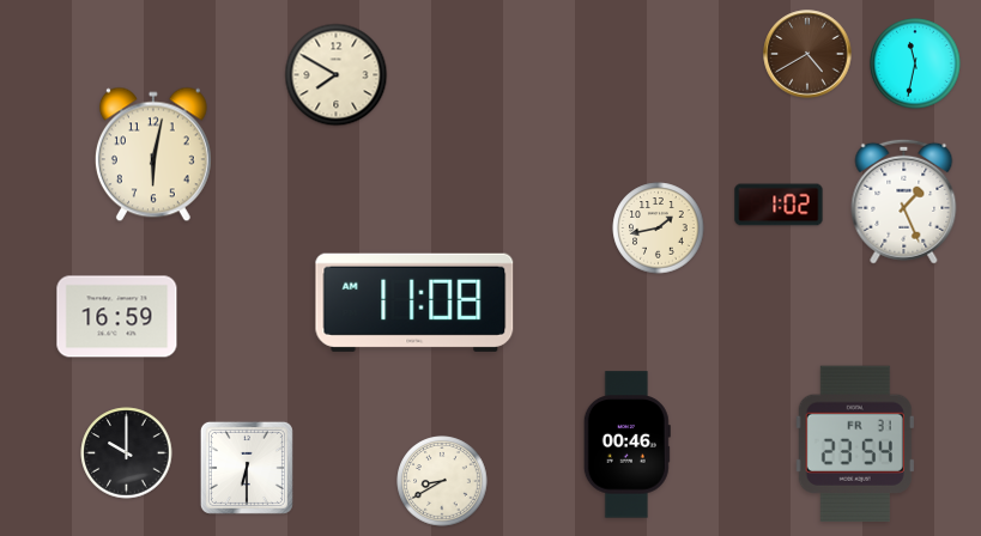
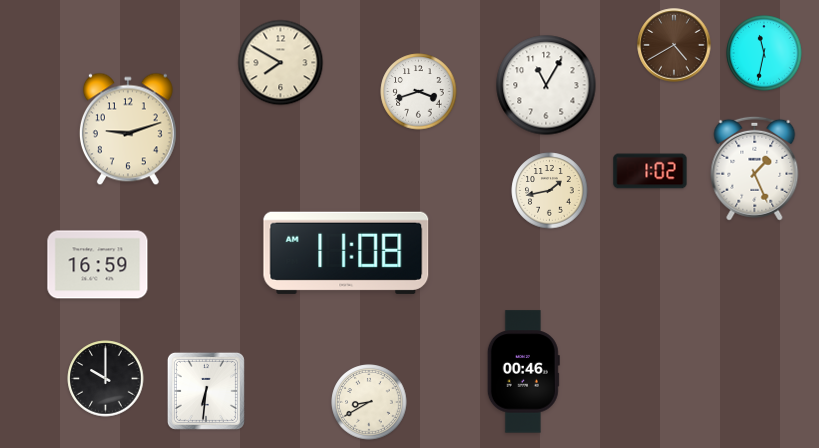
clock at (546, 85): none -> 11:05
clock at (419, 92): none -> 3:42
clock at (153, 154): 6:02 -> 9:12
clock at (855, 444): 23:54 -> none
clock at (247, 468): 6:30 -> 6:31
